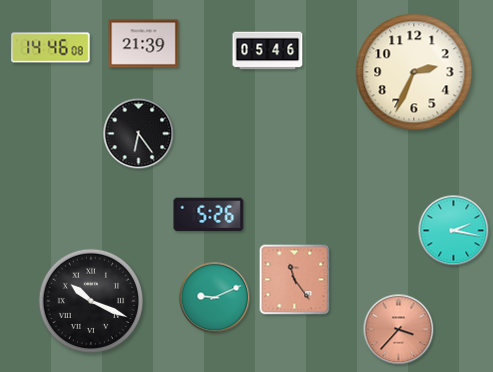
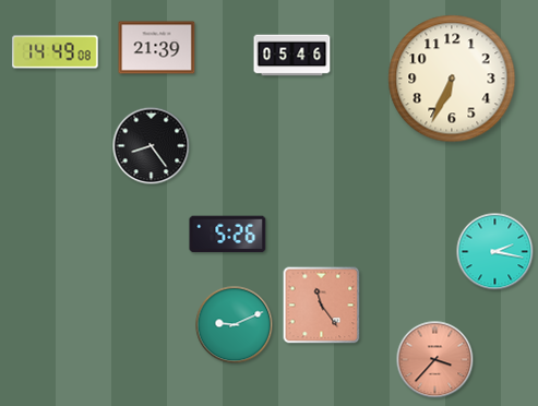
clock at (51, 48): 14:46 -> 14:49
clock at (414, 72): 2:34 -> 6:34
clock at (139, 134): 6:24 -> 8:24
clock at (90, 300): 10:19 -> none
